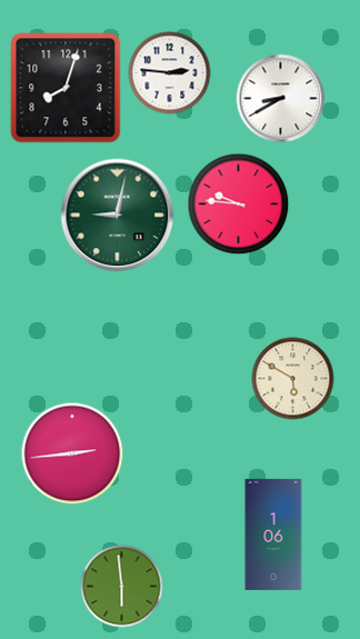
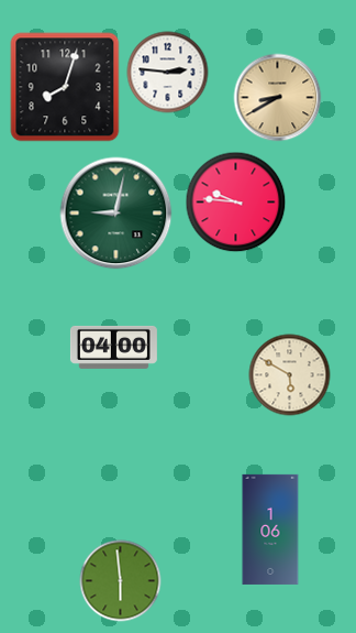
clock at (281, 99) dial: white -> champagne
clock at (113, 347): none -> 04:00
clock at (72, 453): 2:44 -> none
